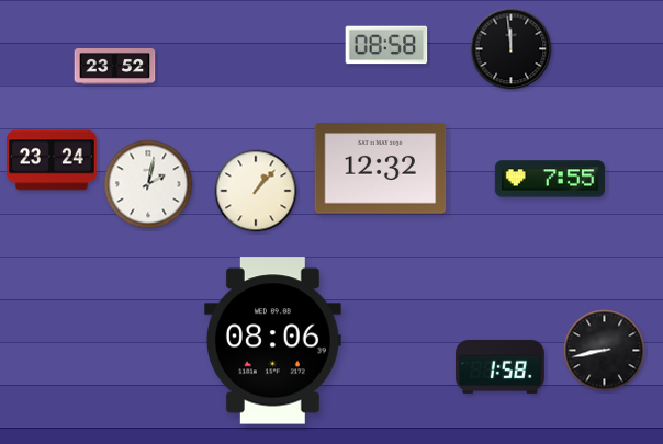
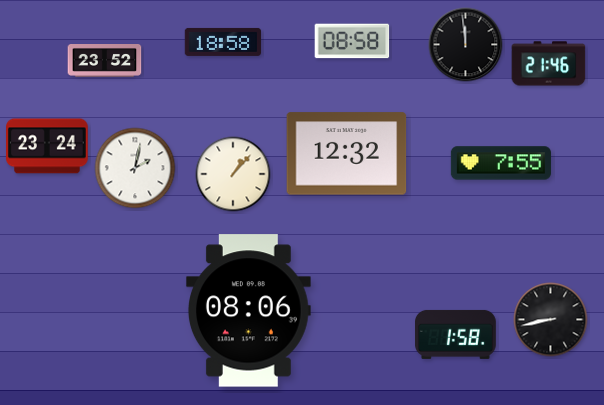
clock at (223, 42): none -> 18:58
clock at (549, 64): none -> 21:46
